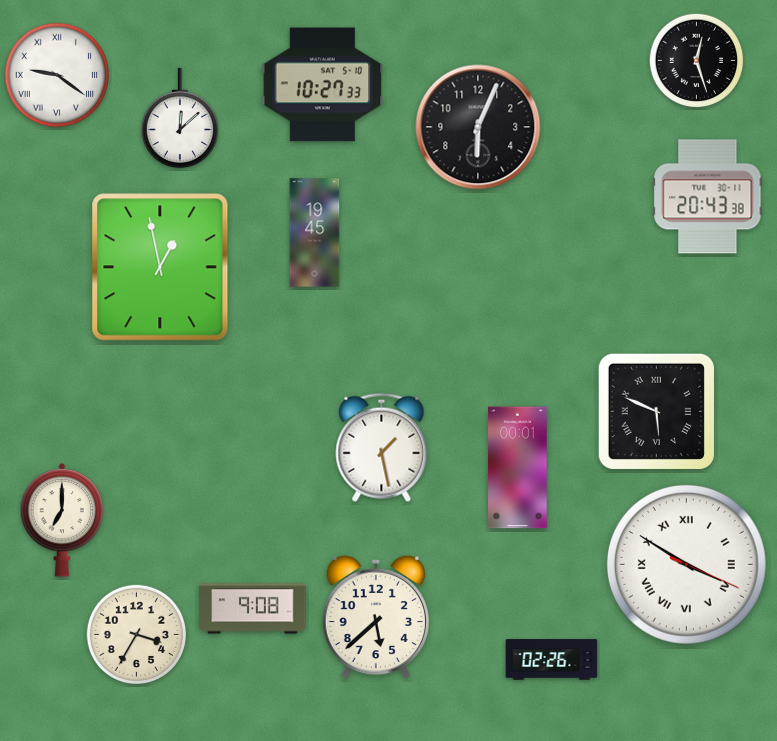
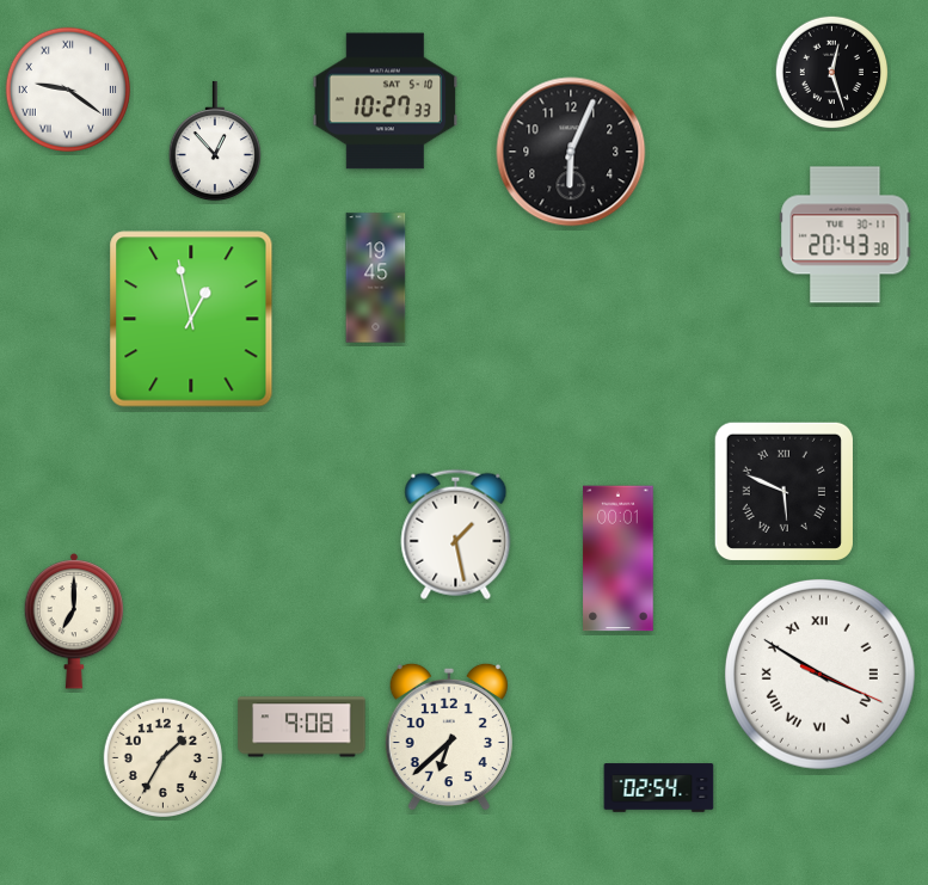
clock at (180, 118): 12:08 -> 12:53
clock at (376, 617): 5:38 -> 6:38
clock at (136, 634): 3:35 -> 1:35
clock at (552, 660): 02:26 -> 02:54
